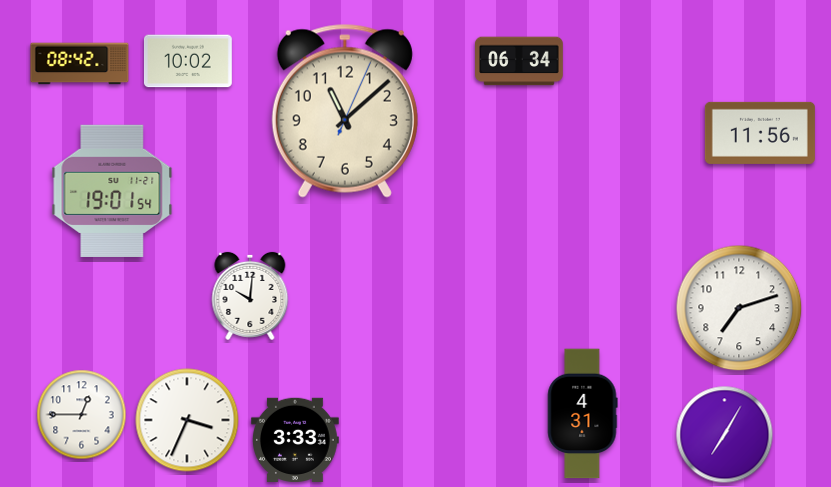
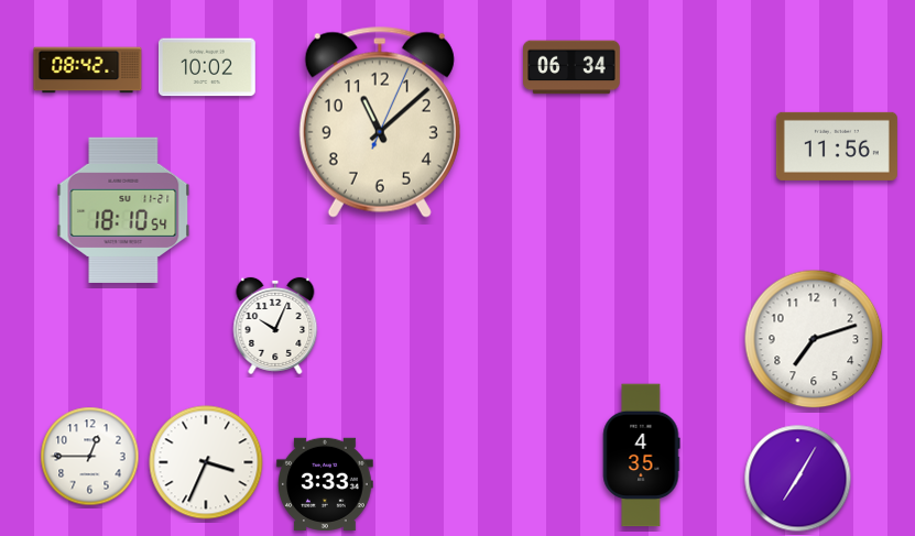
clock at (112, 191): 19:01 -> 18:10
clock at (250, 296): 10:01 -> 10:04
clock at (582, 414): 4:31 -> 4:35
